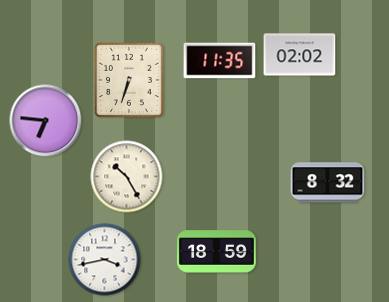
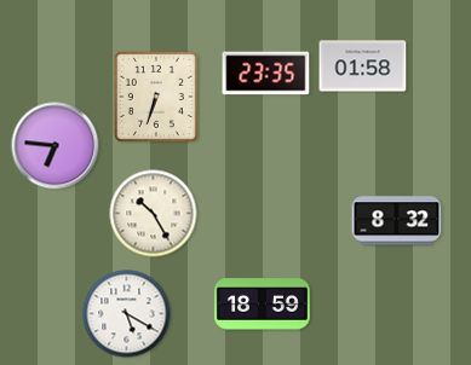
clock at (300, 55): 02:02 -> 01:58
clock at (220, 61): 11:35 -> 23:35
clock at (105, 260): 3:43 -> 5:20
